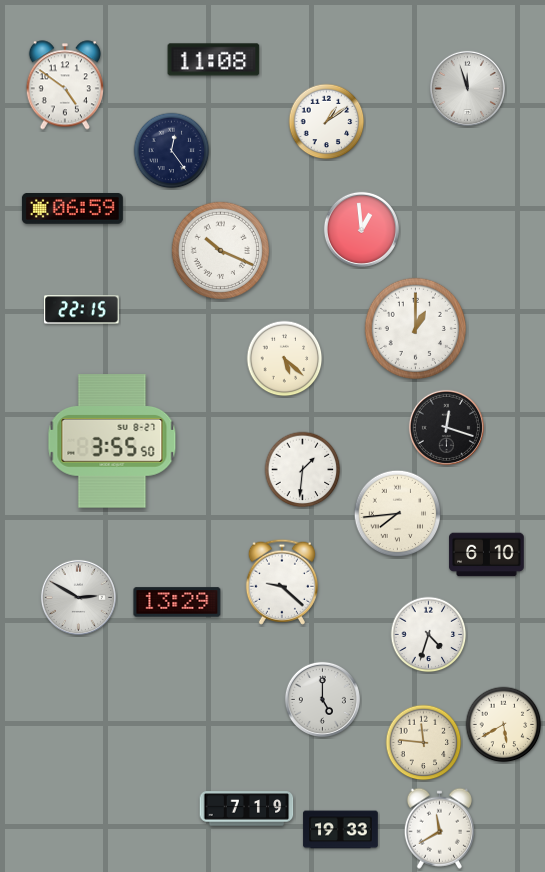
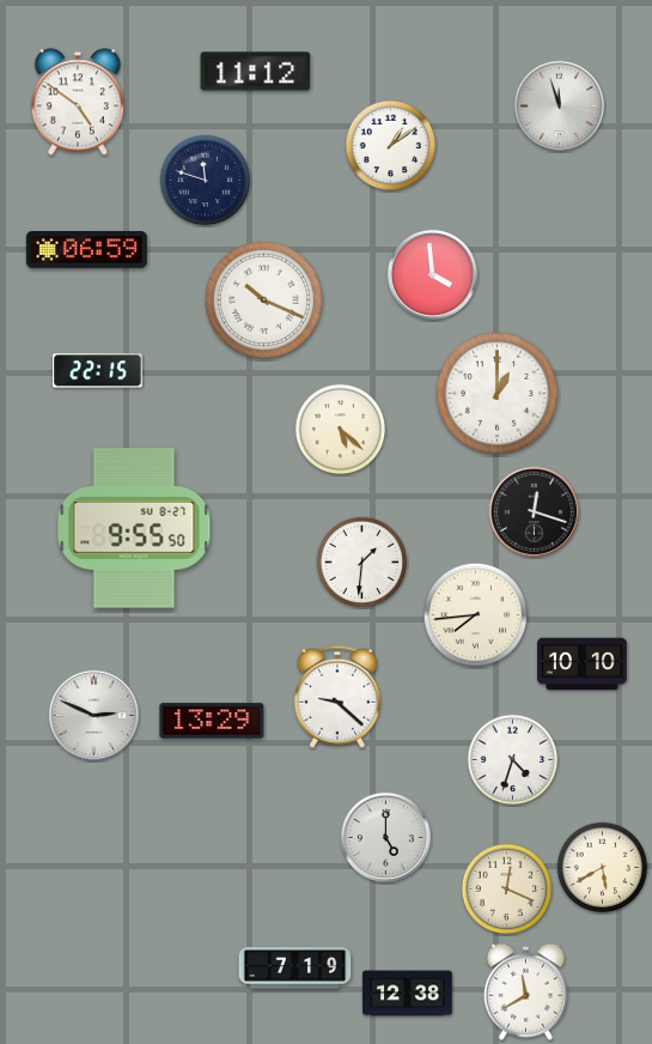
clock at (214, 60): 11:08 -> 11:12
clock at (172, 151): 12:24 -> 11:48
clock at (361, 229): 12:59 -> 3:59
clock at (112, 441): 3:55 -> 9:55
clock at (487, 555): 6:10 -> 10:10
clock at (78, 597): 2:50 -> 2:49
clock at (424, 743): 11:46 -> 12:19
clock at (341, 830): 19:33 -> 12:38
